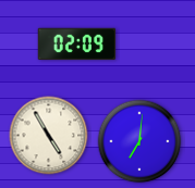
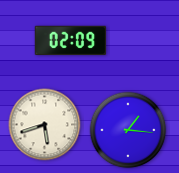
clock at (49, 136): 4:55 -> 5:42
clock at (139, 141): 7:01 -> 1:16
